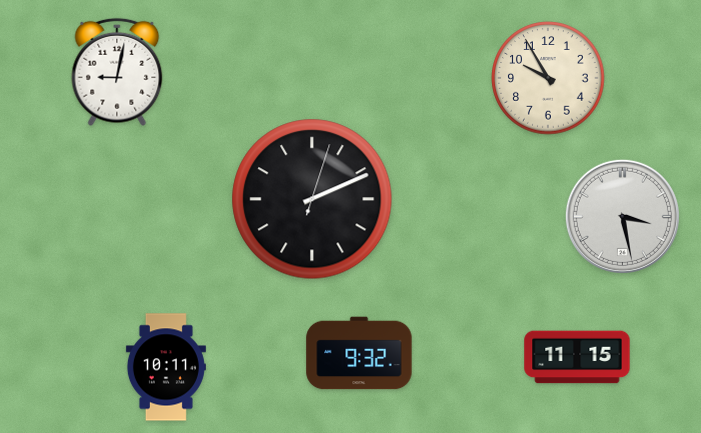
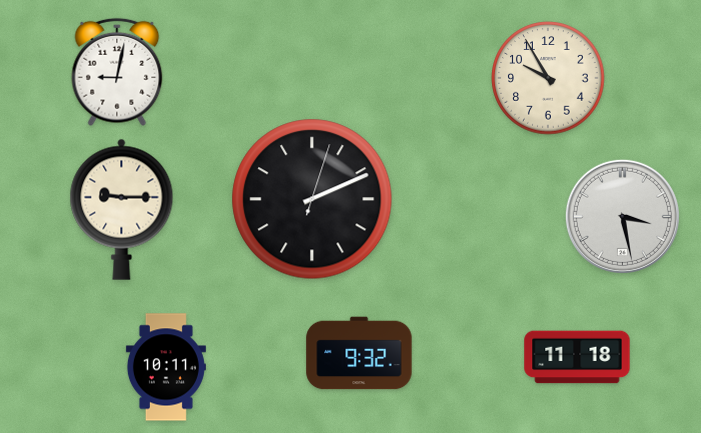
clock at (122, 209): none -> 9:15
clock at (577, 357): 11:15 -> 11:18
